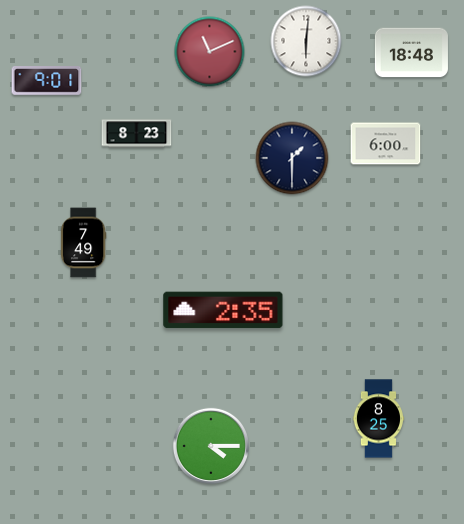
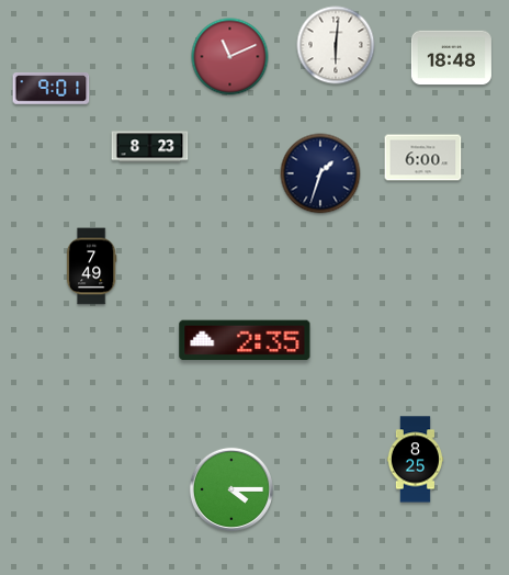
clock at (292, 158): 1:30 -> 1:33
